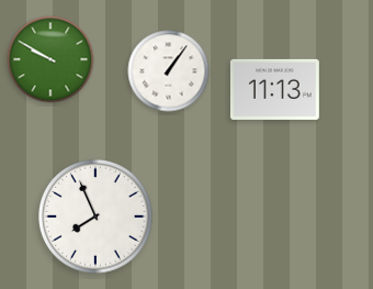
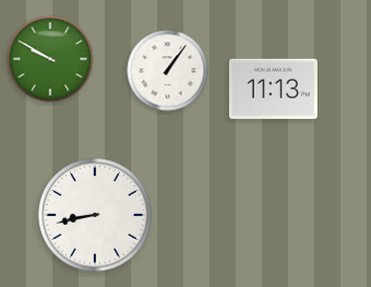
clock at (97, 218): 7:56 -> 8:43
